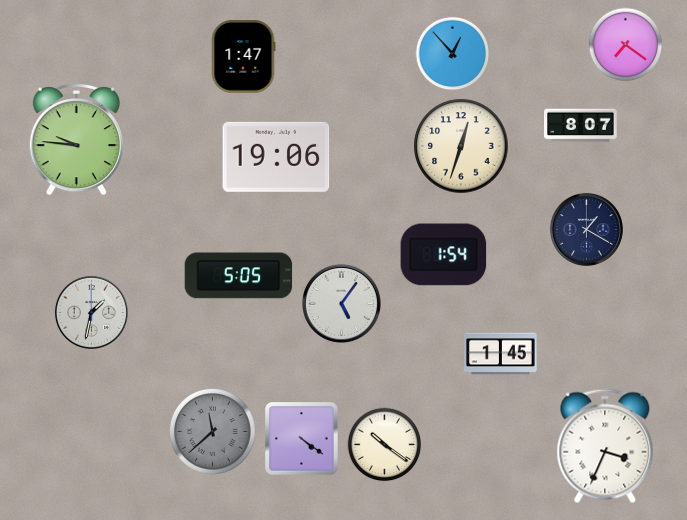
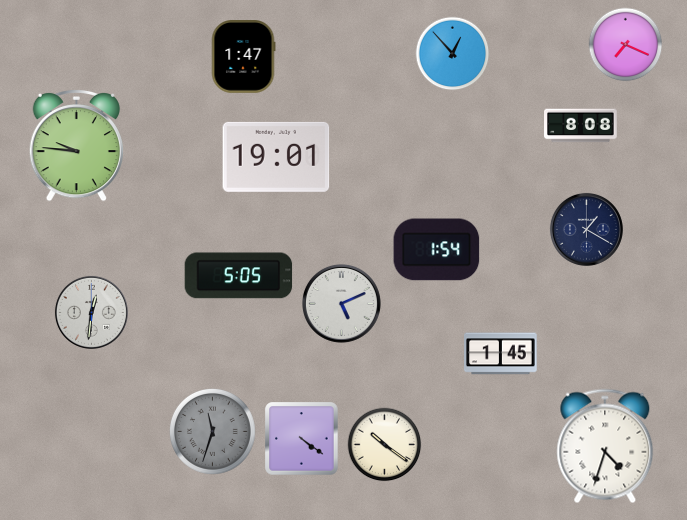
clock at (626, 45): 7:21 -> 7:19
clock at (581, 126): 8:07 -> 8:08
clock at (76, 139) position: (76, 139) -> (76, 145)
clock at (461, 146): 12:33 -> none
clock at (276, 157): 19:06 -> 19:01
clock at (444, 255) position: (444, 255) -> (437, 250)
clock at (341, 303): 5:06 -> 5:11
clock at (91, 312): 1:32 -> 12:31
clock at (213, 432): 11:38 -> 11:33
clock at (605, 446): 3:34 -> 4:33
